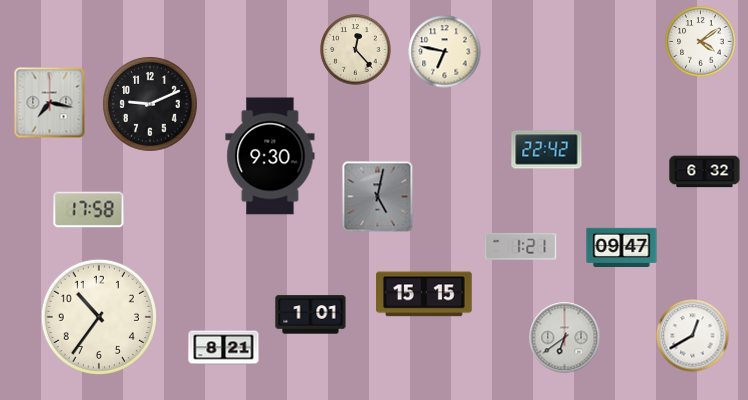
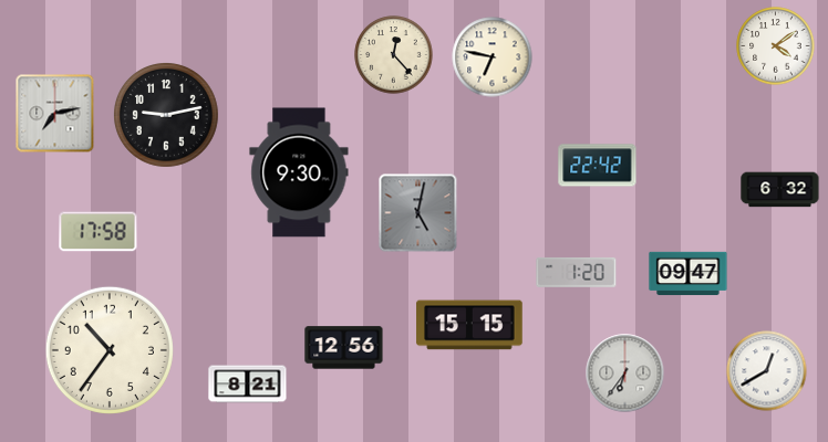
clock at (50, 103): 7:17 -> 7:13
clock at (151, 105): 9:11 -> 9:13
clock at (547, 150) position: (547, 150) -> (598, 166)
clock at (378, 197) position: (378, 197) -> (418, 213)
clock at (521, 246): 1:21 -> 1:20
clock at (311, 315): 1:01 -> 12:56
clock at (565, 338): 6:39 -> 6:36
